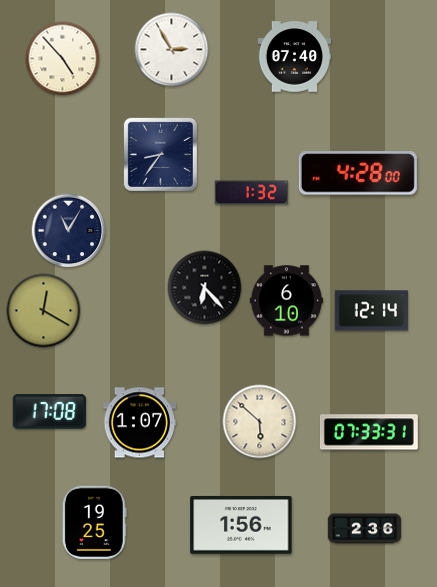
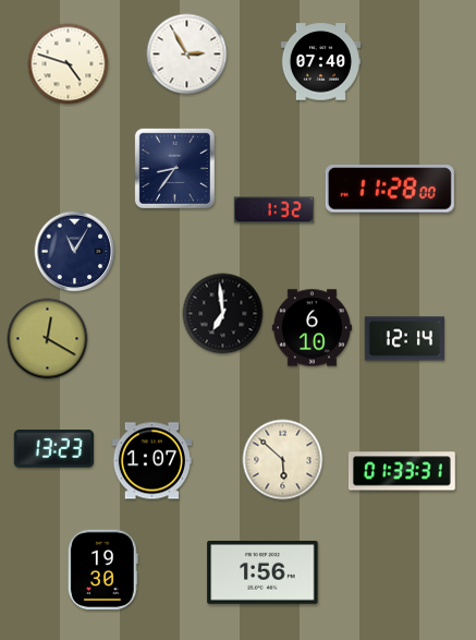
clock at (63, 59): 4:53 -> 4:48
clock at (358, 173): 4:28 -> 11:28
clock at (205, 288): 6:23 -> 6:59
clock at (49, 412): 17:08 -> 13:23
clock at (369, 432): 07:33 -> 01:33
clock at (94, 522): 19:25 -> 19:30
clock at (365, 529): 2:36 -> none
